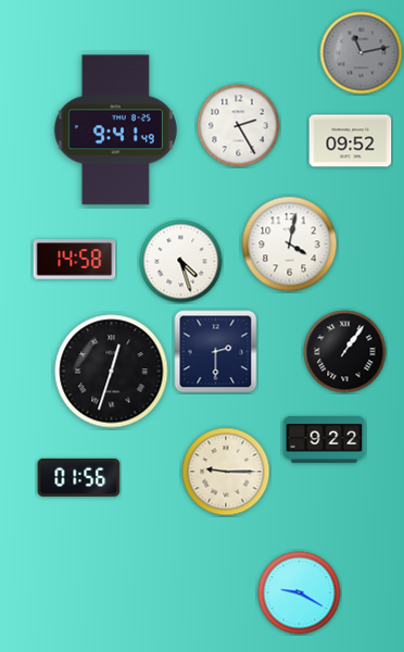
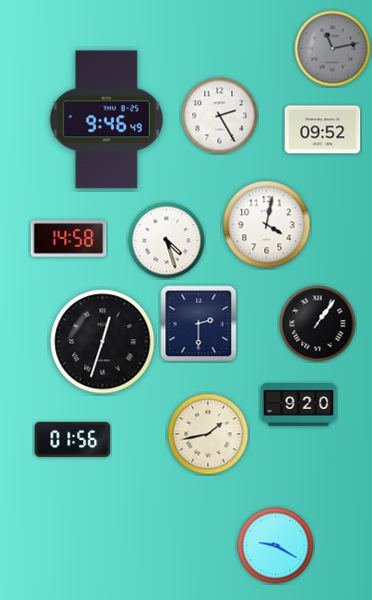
clock at (115, 130): 9:41 -> 9:46
clock at (325, 440): 9:22 -> 9:20
clock at (226, 472): 9:15 -> 1:43
